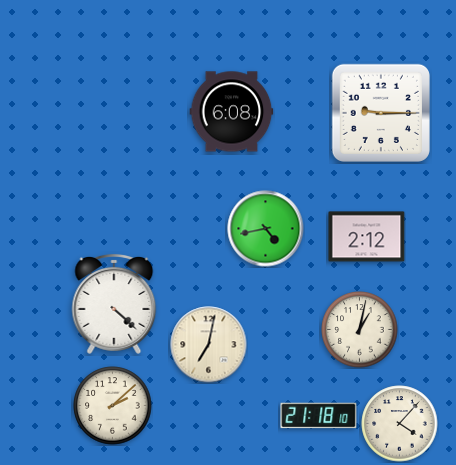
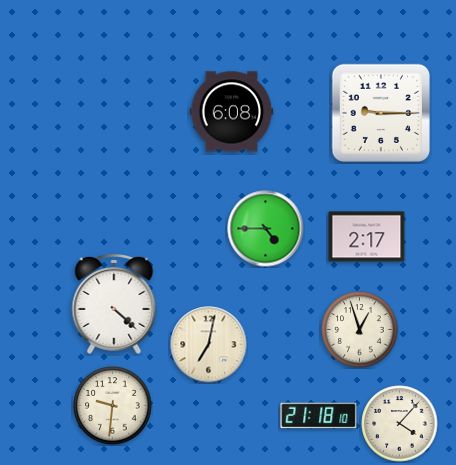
clock at (266, 229): 4:43 -> 4:45
clock at (367, 237): 2:12 -> 2:17
clock at (360, 330): 1:02 -> 12:57
clock at (113, 406): 2:08 -> 9:31
